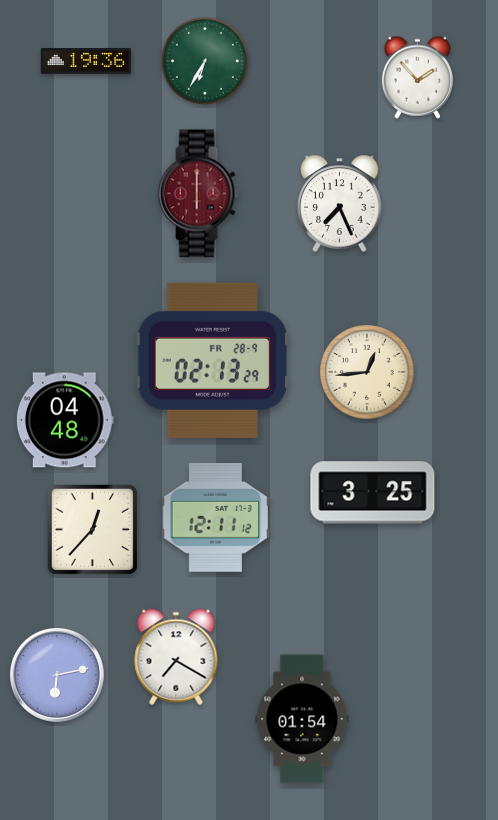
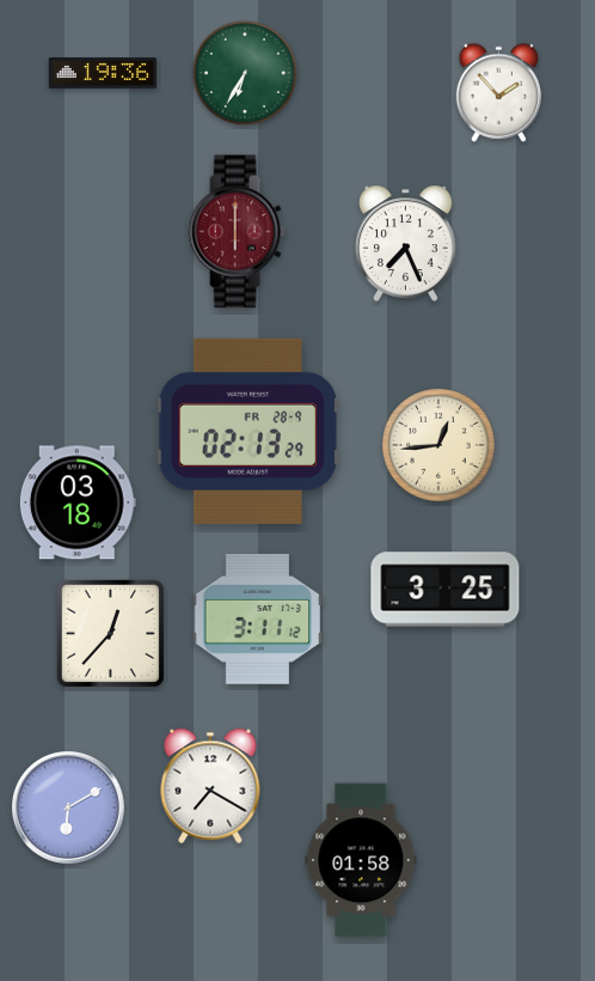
clock at (212, 360) position: (212, 360) -> (247, 431)
clock at (65, 420): 04:48 -> 03:18
clock at (216, 517): 12:11 -> 3:11
clock at (57, 675): 6:13 -> 6:10
clock at (302, 719): 01:54 -> 01:58
